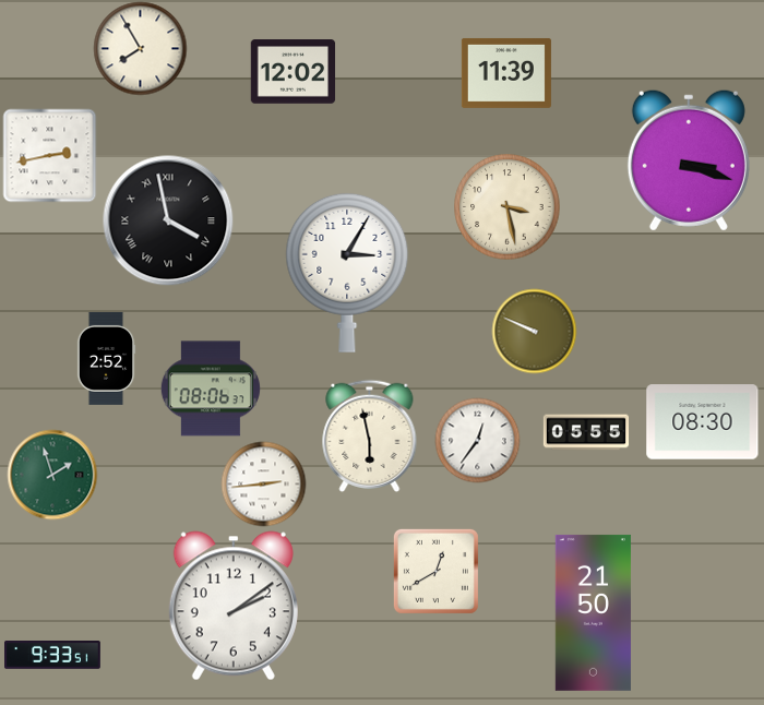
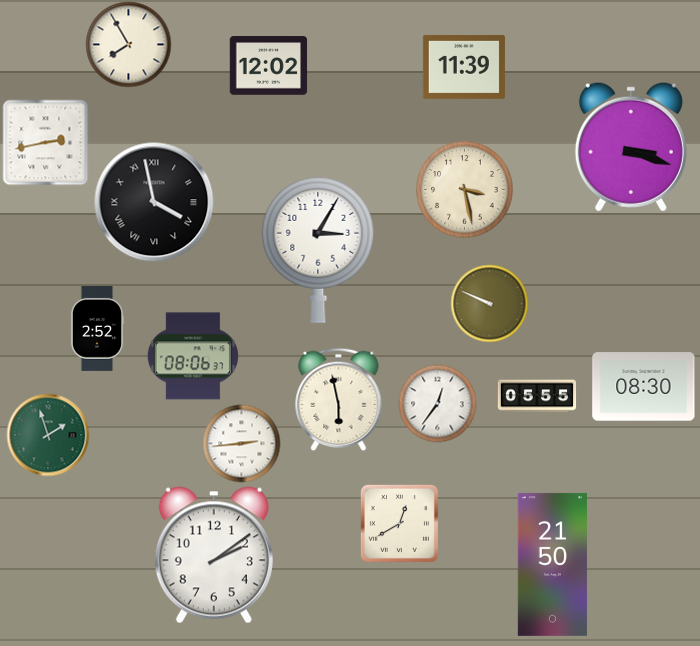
clock at (593, 612) position: (593, 612) -> (552, 564)
clock at (53, 656): 9:33 -> none
